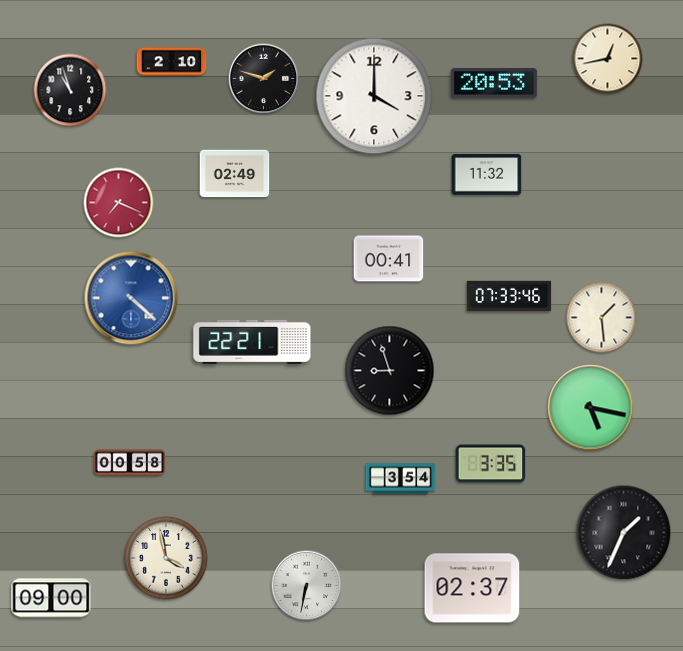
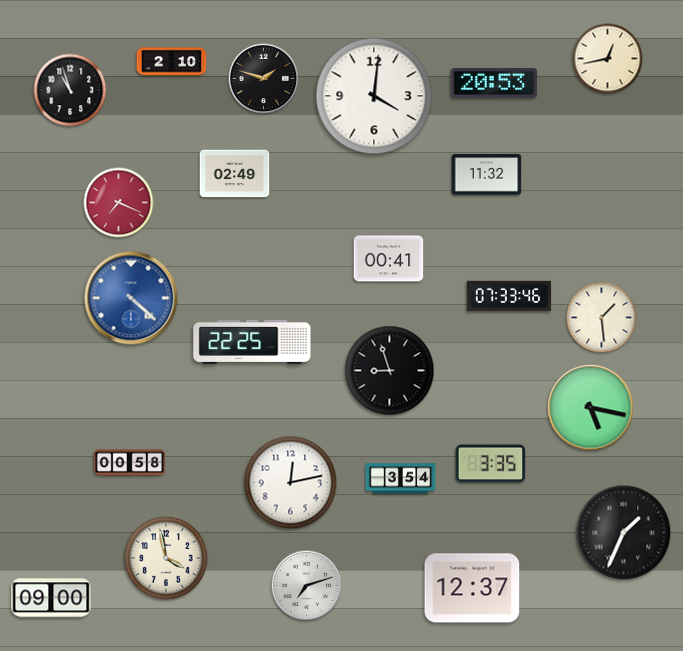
clock at (374, 96): 4:00 -> 4:01
clock at (252, 342): 22:21 -> 22:25
clock at (291, 483): none -> 12:13
clock at (307, 586): 6:32 -> 7:12
clock at (472, 588): 02:37 -> 12:37
